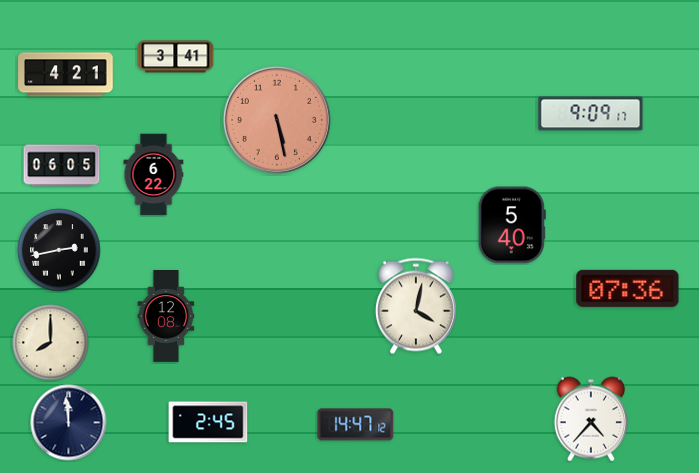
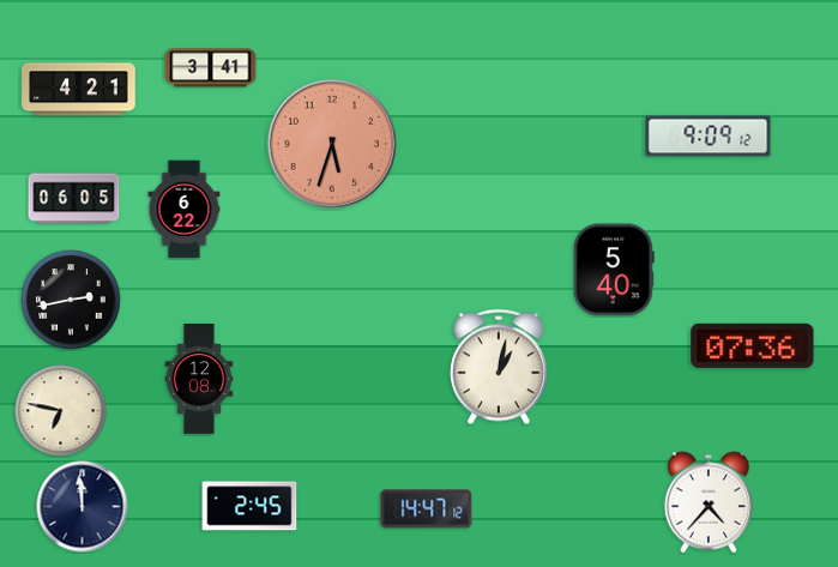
clock at (591, 114): 9:09:17 -> 9:09:12
clock at (277, 120): 5:28 -> 5:33
clock at (416, 306): 4:02 -> 1:02
clock at (51, 343): 8:00 -> 6:47
